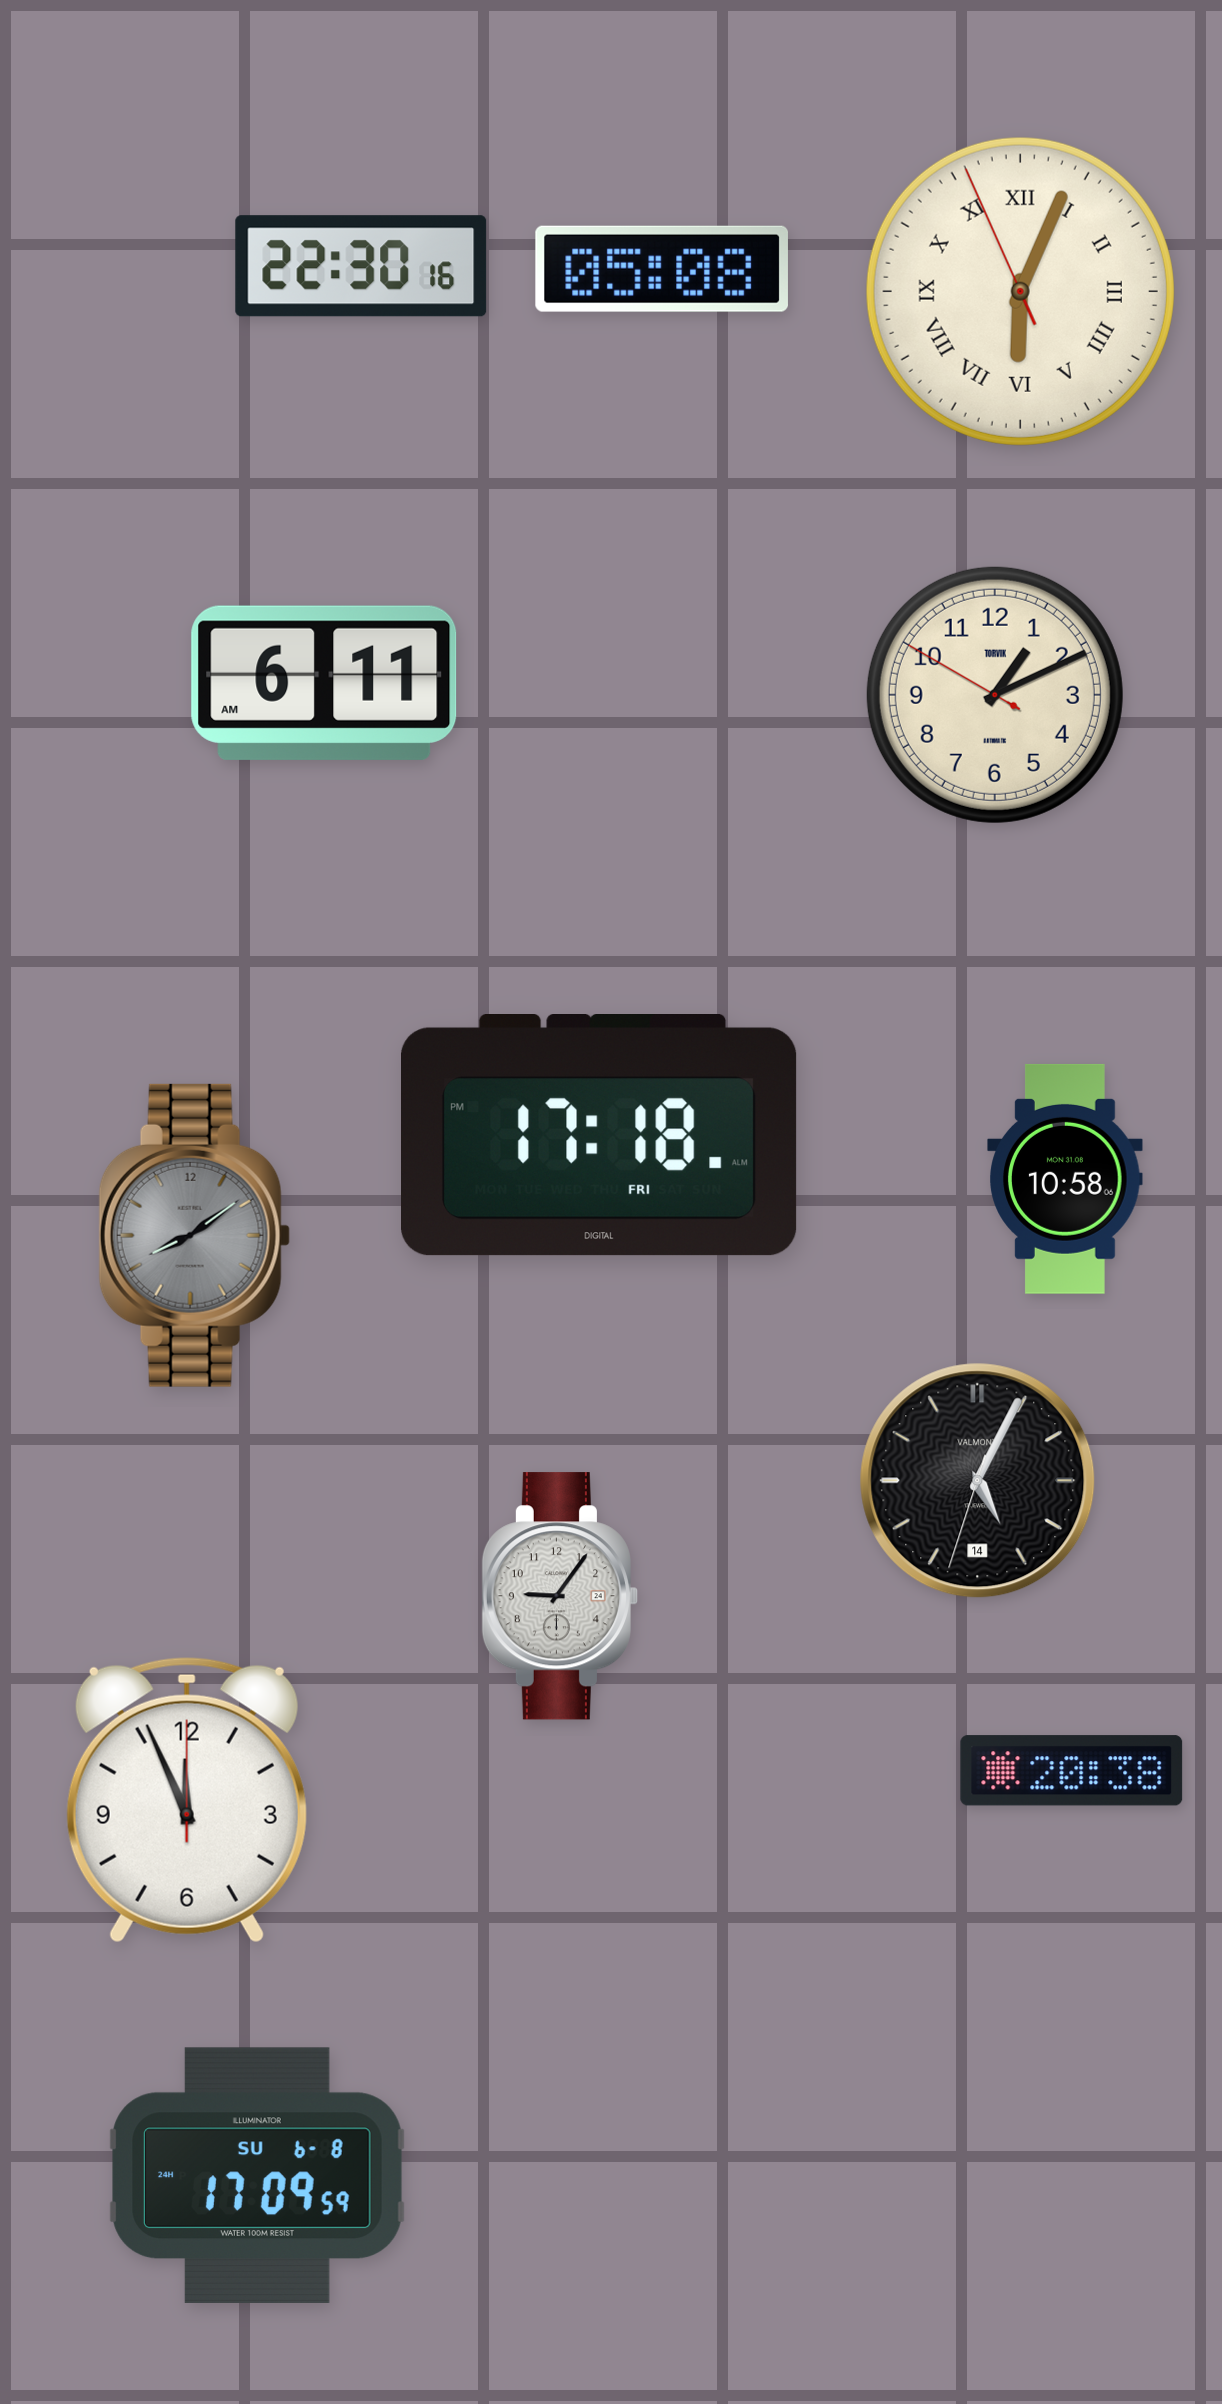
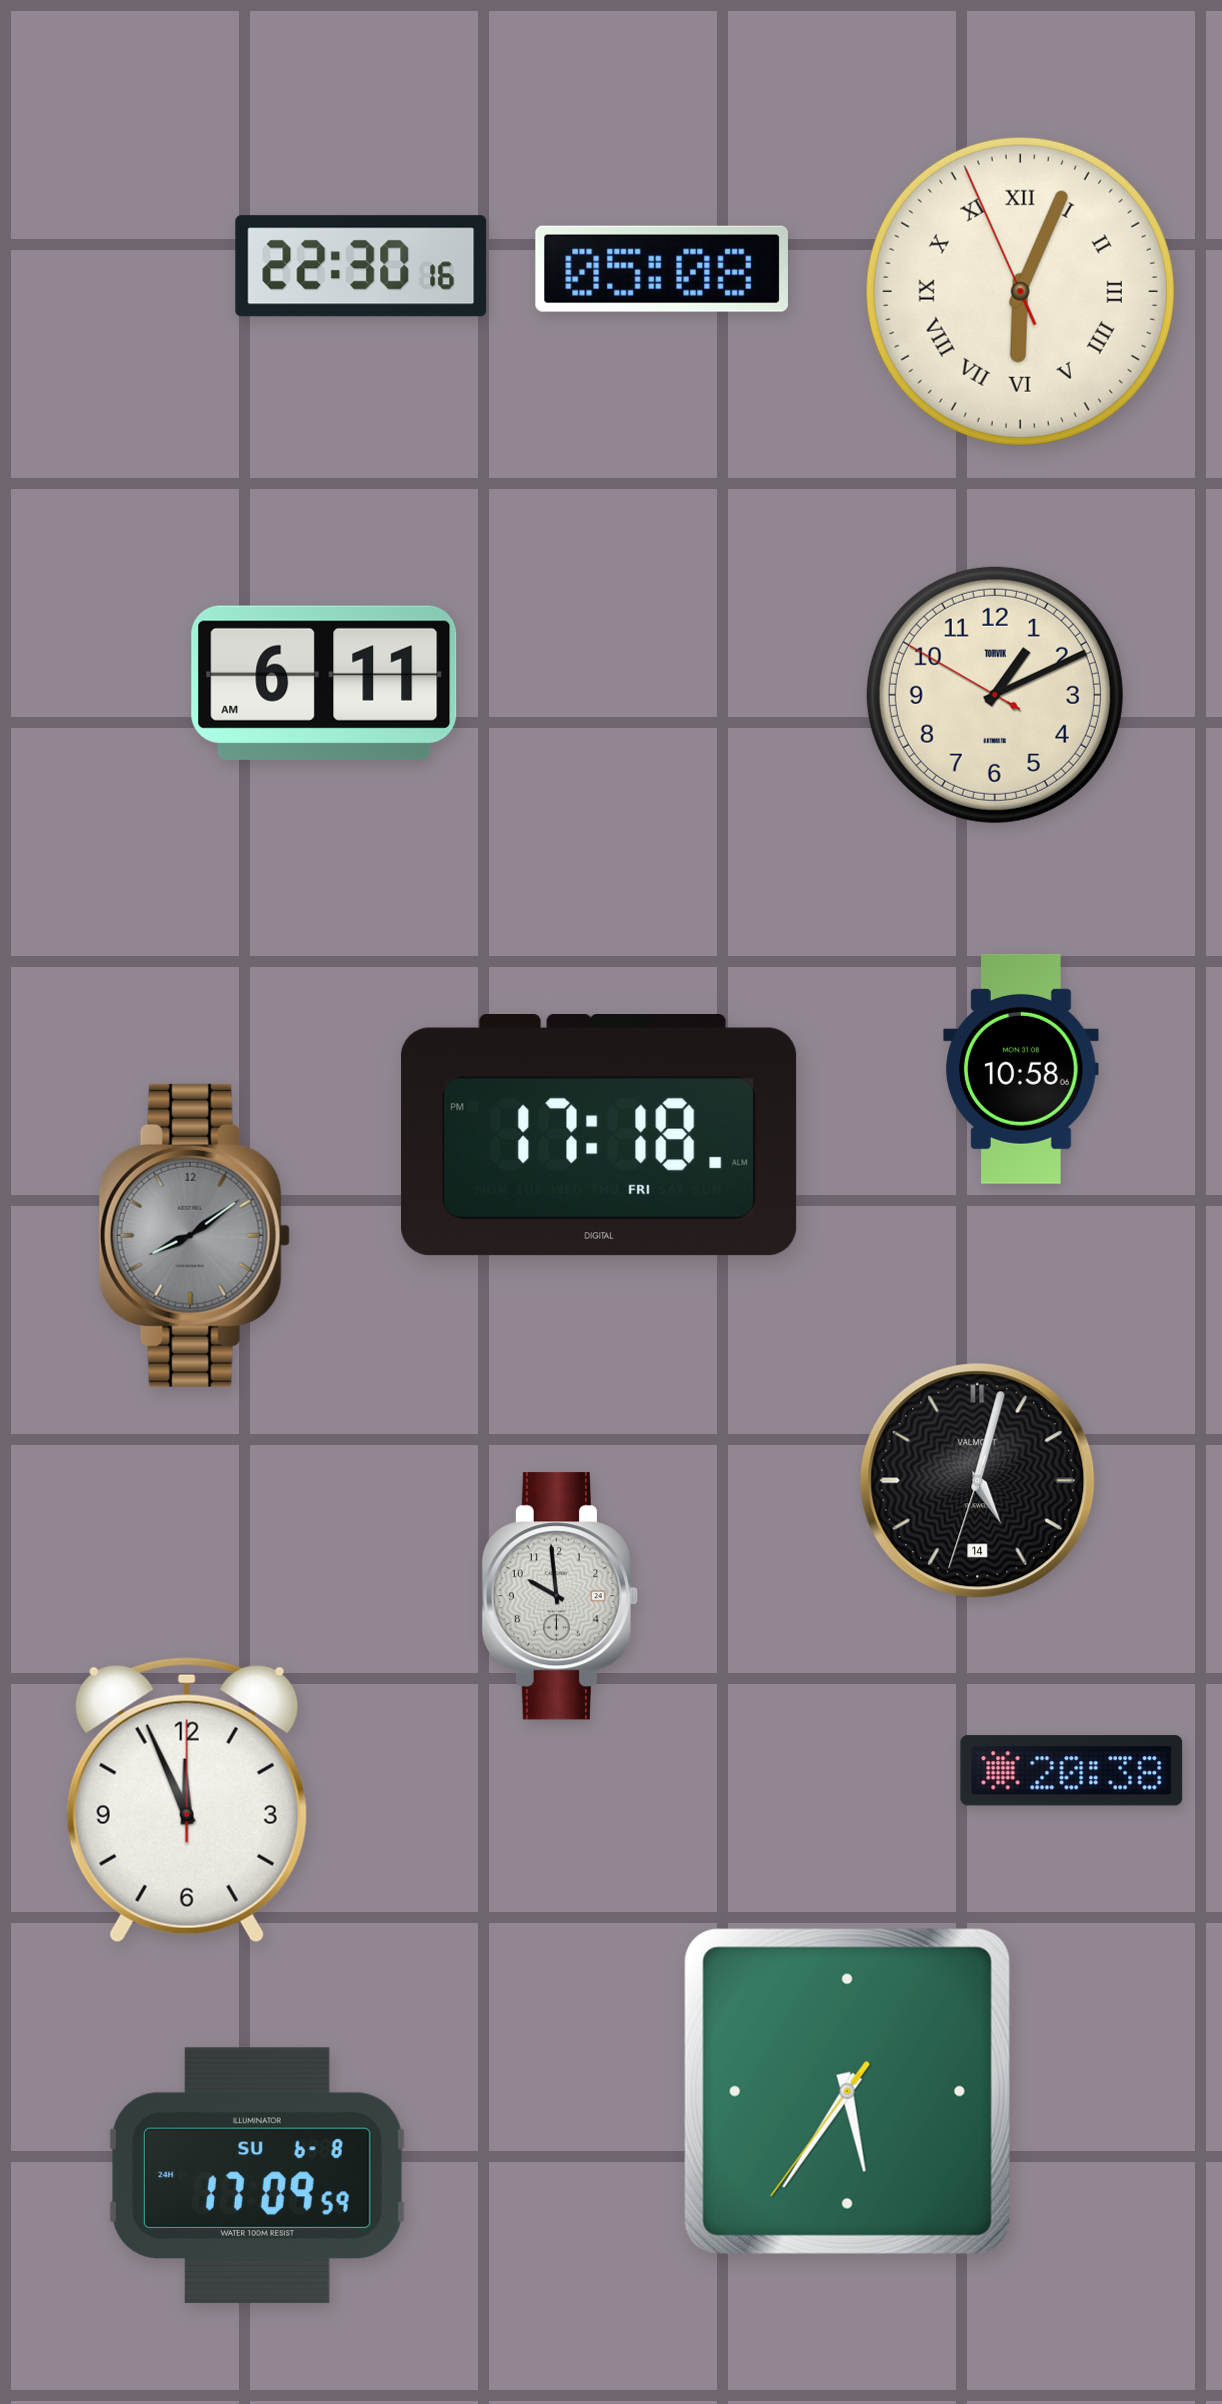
clock at (1065, 1179) position: (1065, 1179) -> (1021, 1069)
clock at (978, 1481): 5:04 -> 5:02
clock at (560, 1596): 9:06 -> 9:59
clock at (847, 2091): none -> 5:35
